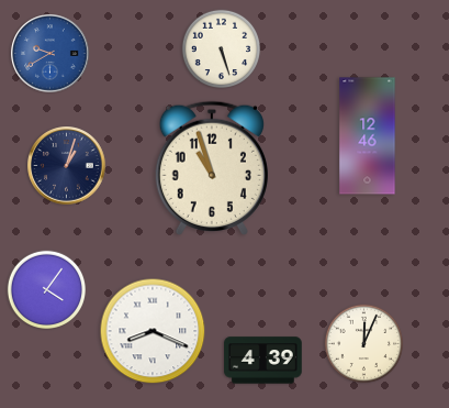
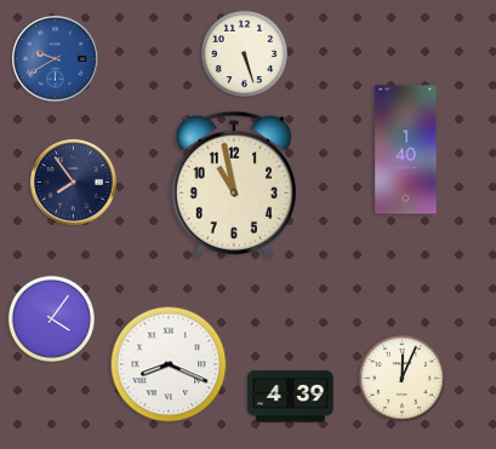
clock at (368, 136): 12:46 -> 1:40
clock at (67, 166): 1:03 -> 7:54
clock at (212, 167): 10:57 -> 10:58
